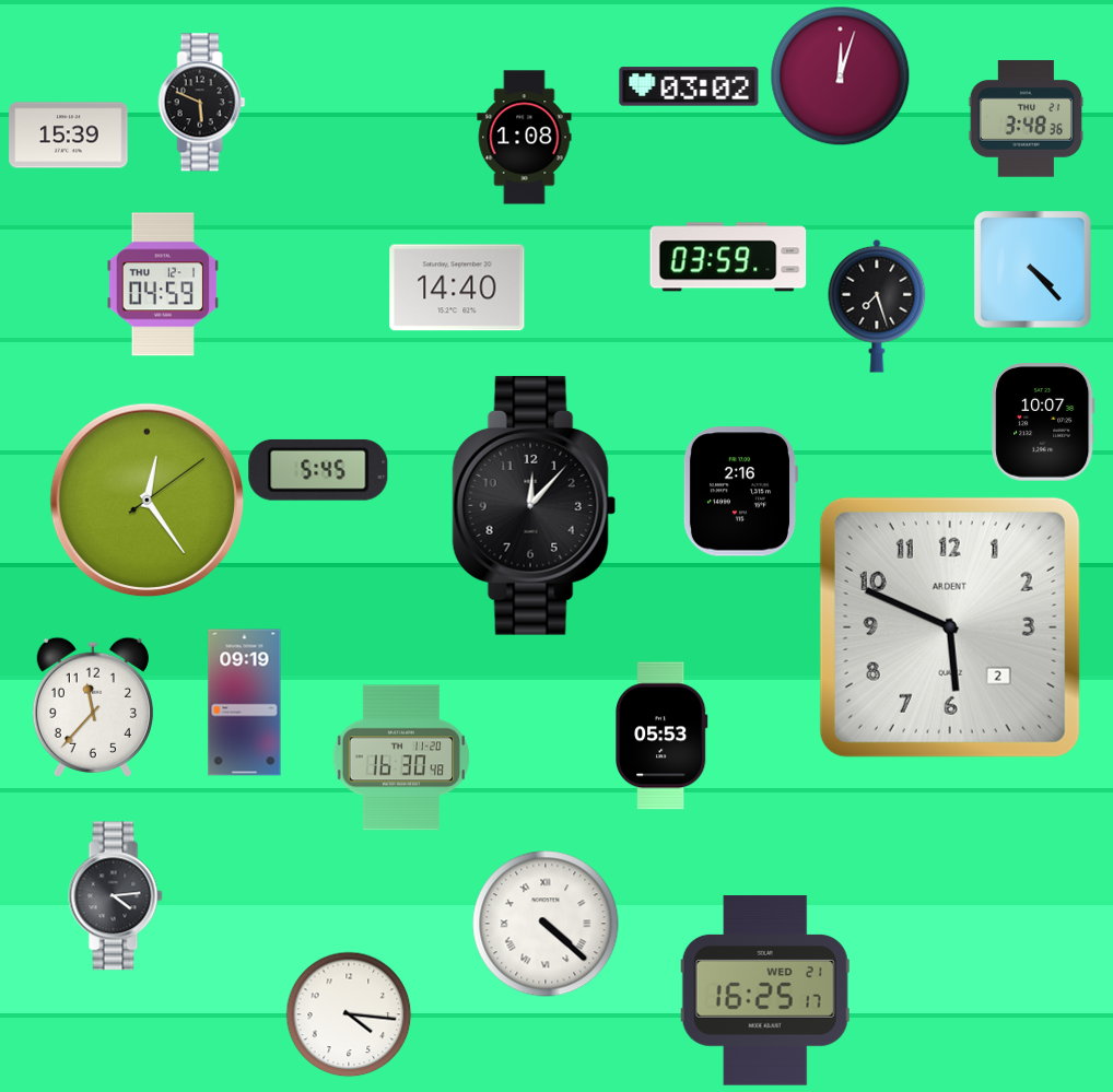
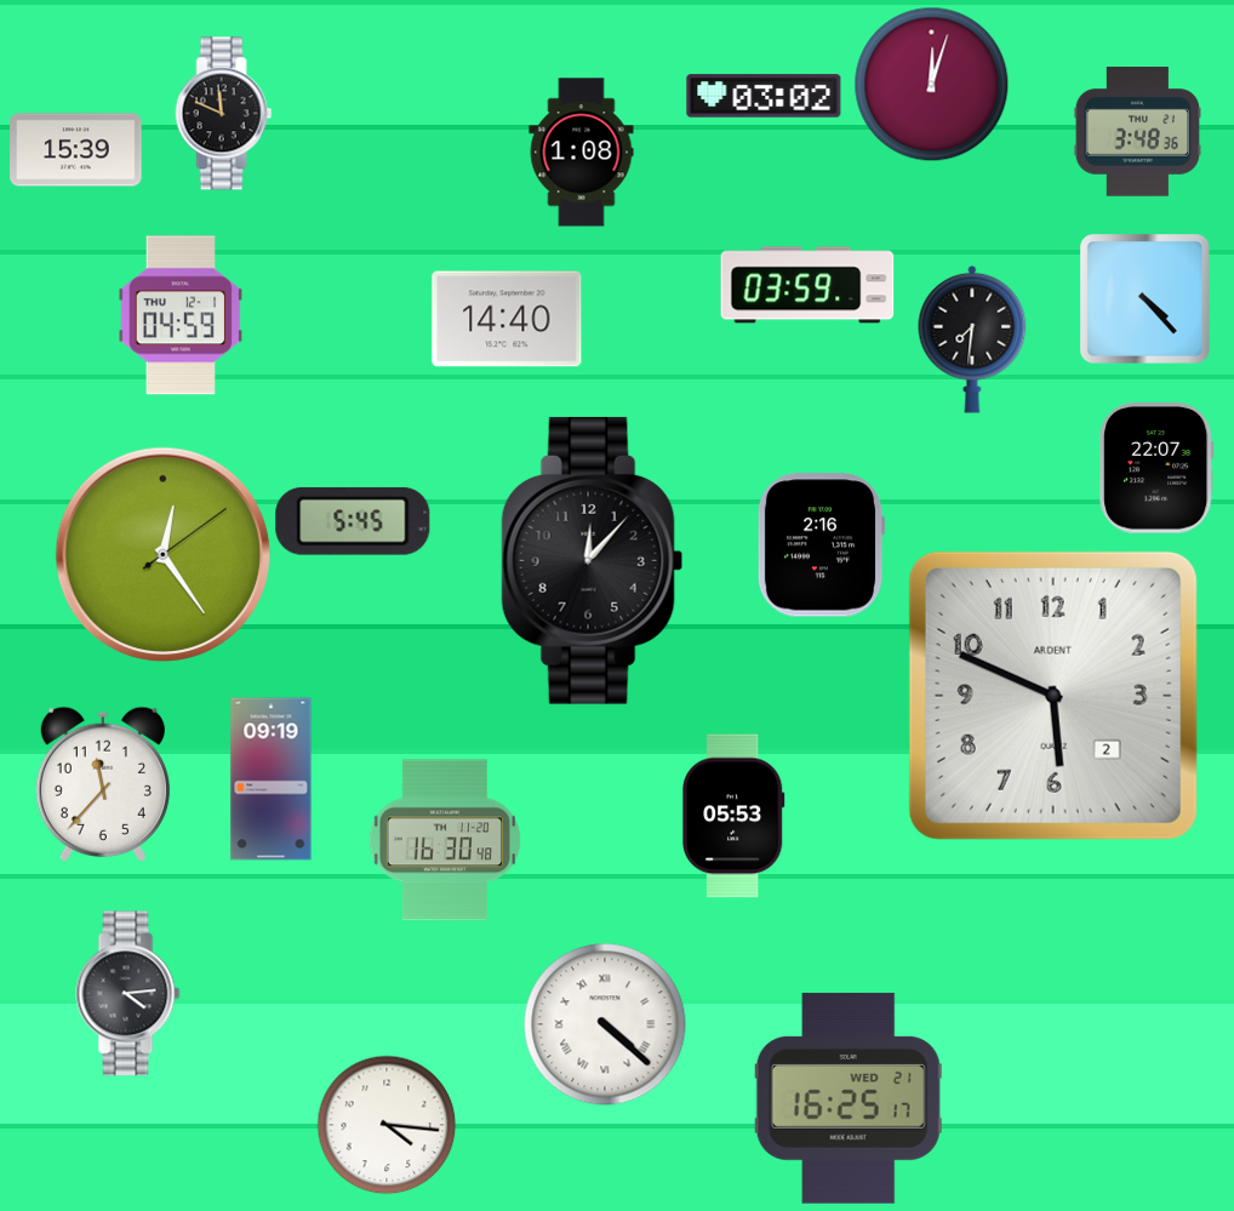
clock at (202, 103): 5:49 -> 11:49
clock at (877, 306): 7:27 -> 7:31
clock at (1043, 422): 10:07 -> 22:07
